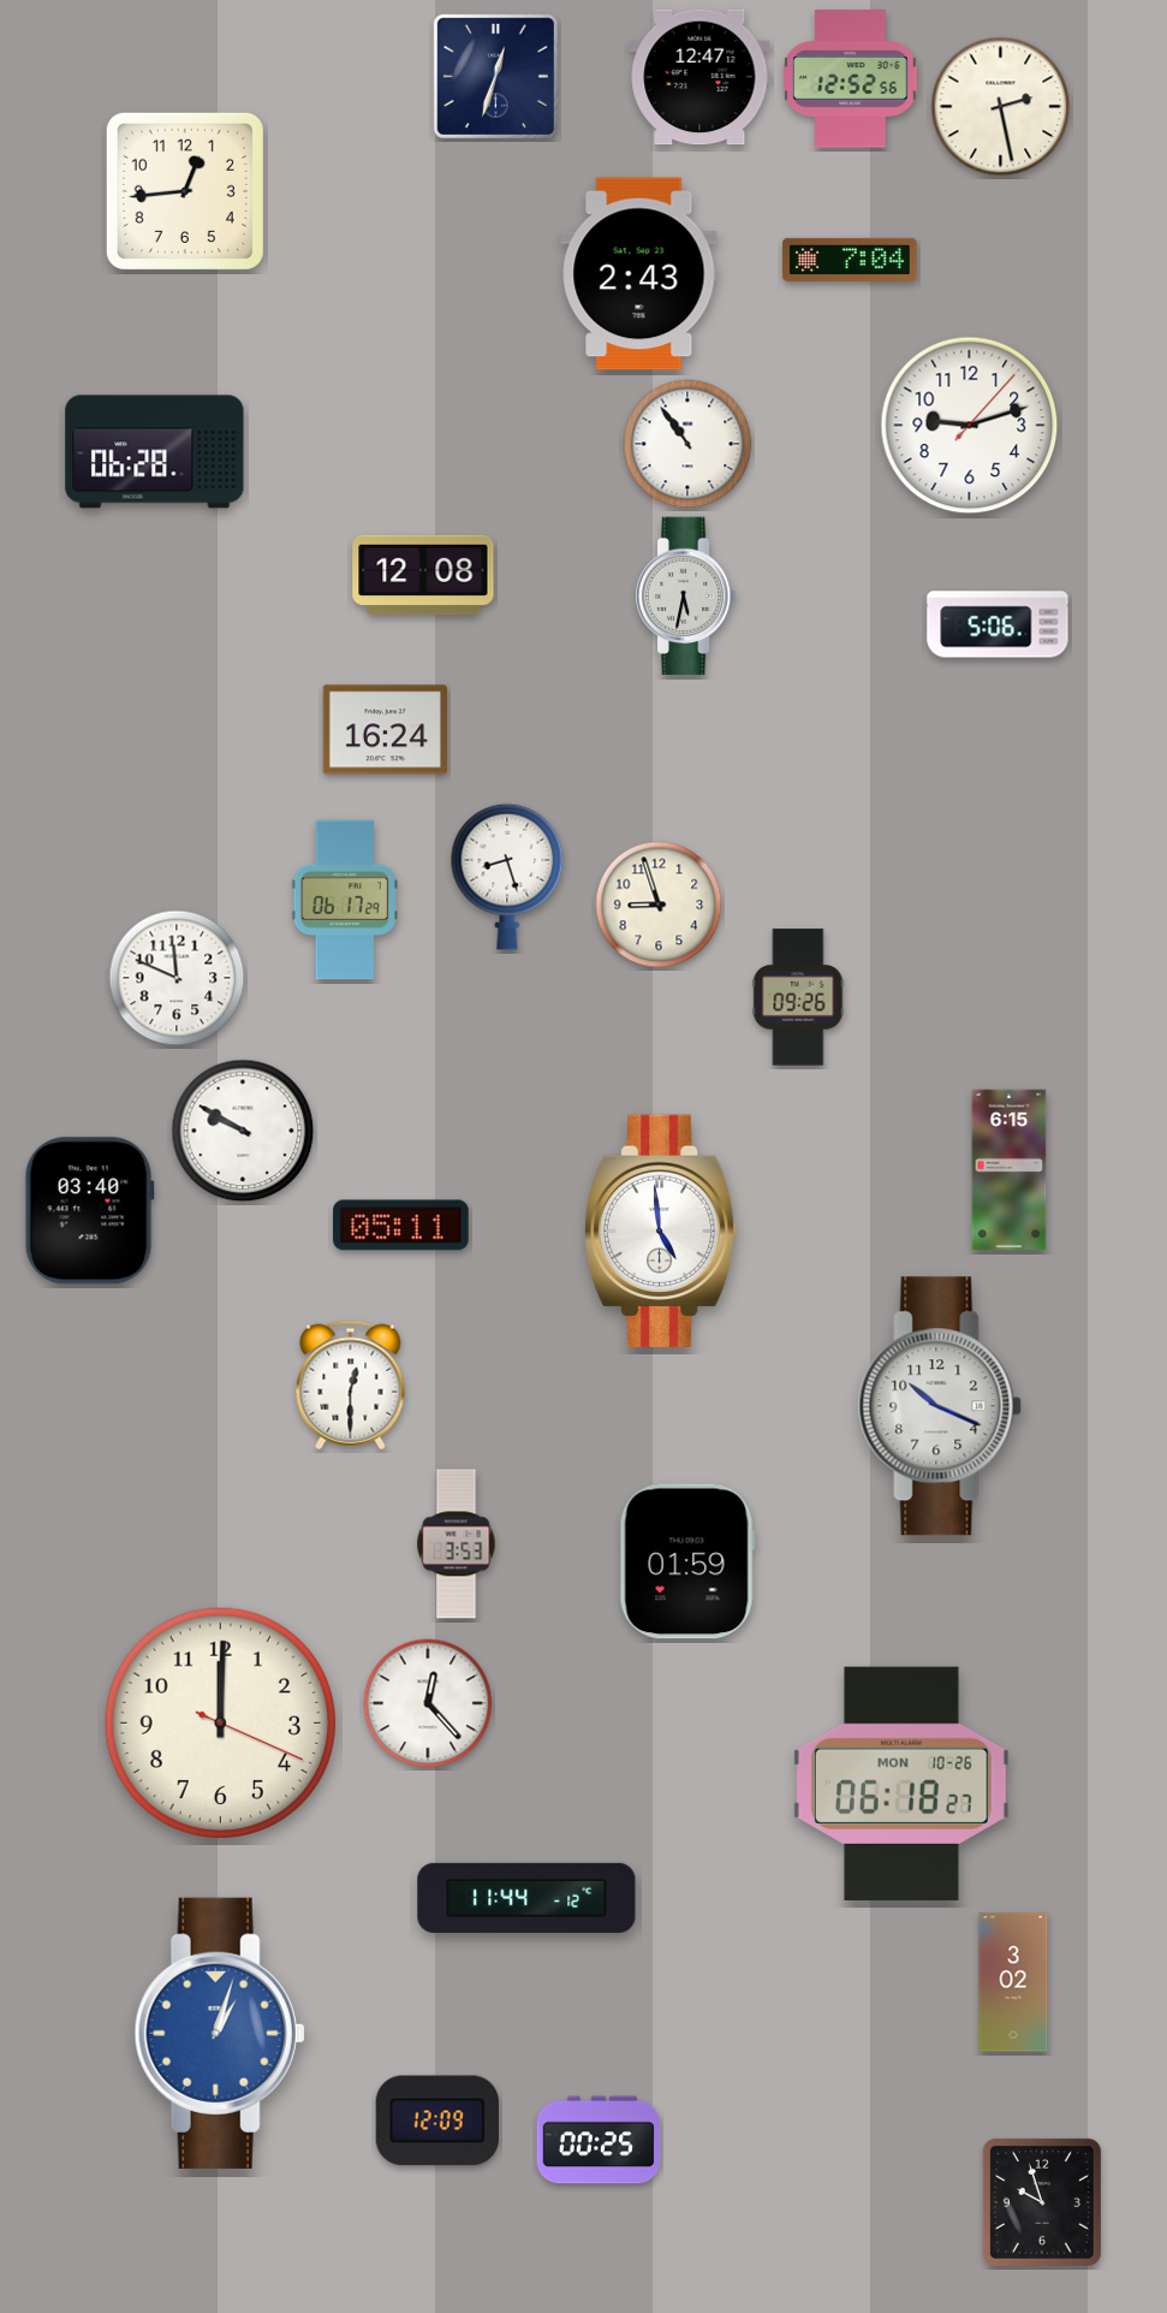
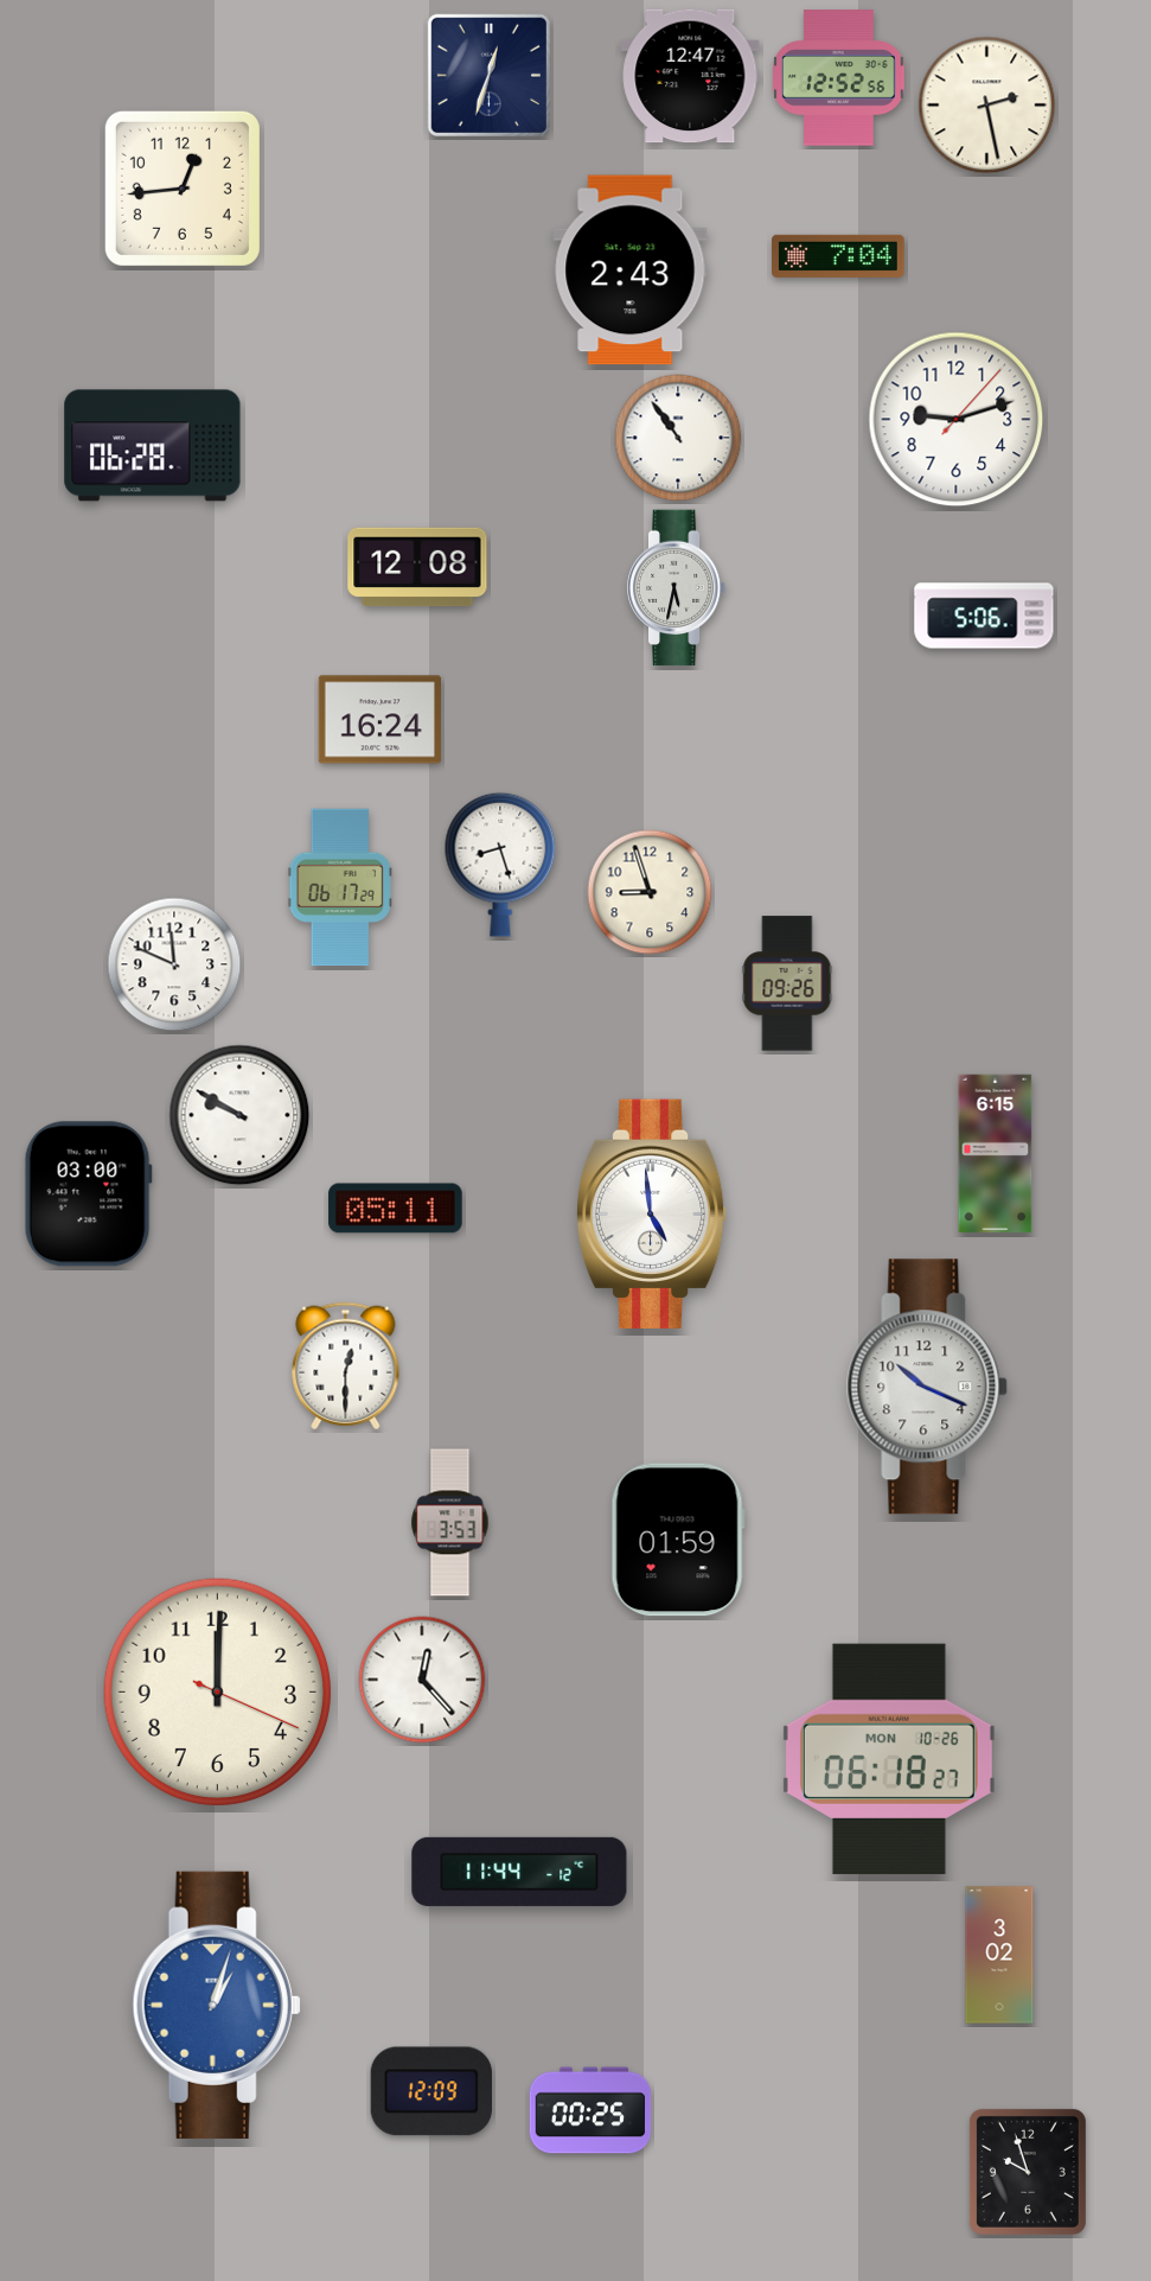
clock at (89, 1211): 03:40 -> 03:00
clock at (220, 1722) position: (220, 1722) -> (217, 1691)
